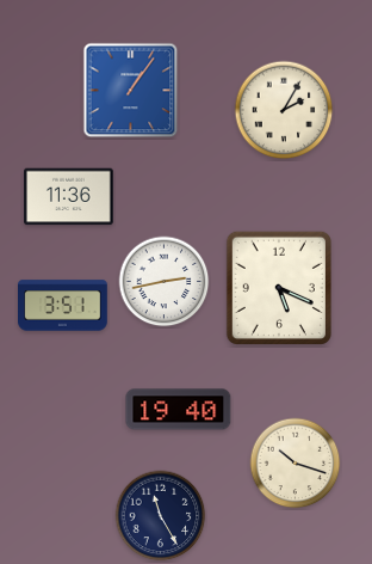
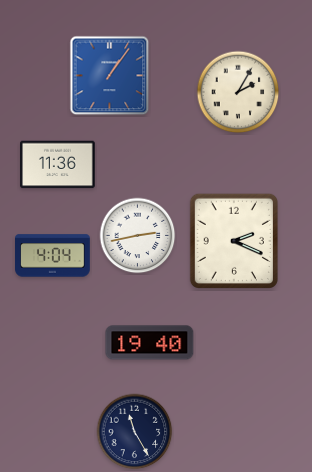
clock at (279, 288): 5:19 -> 2:19
clock at (63, 306): 3:51 -> 4:04
clock at (296, 464): 10:18 -> none
